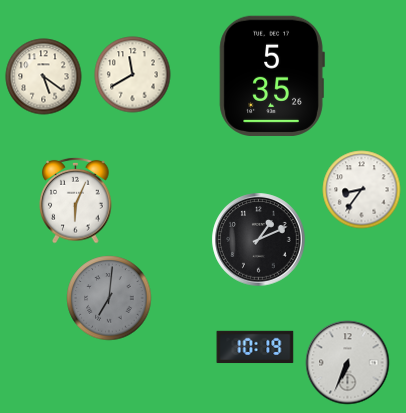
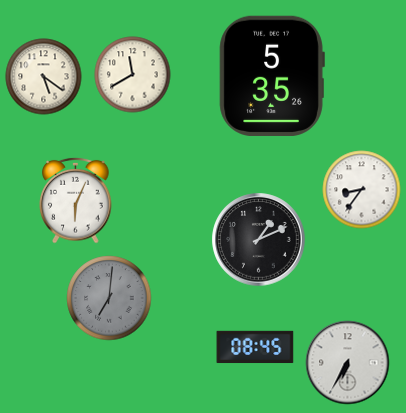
clock at (255, 347): 10:19 -> 08:45
clock at (348, 363): 6:34 -> 6:35
